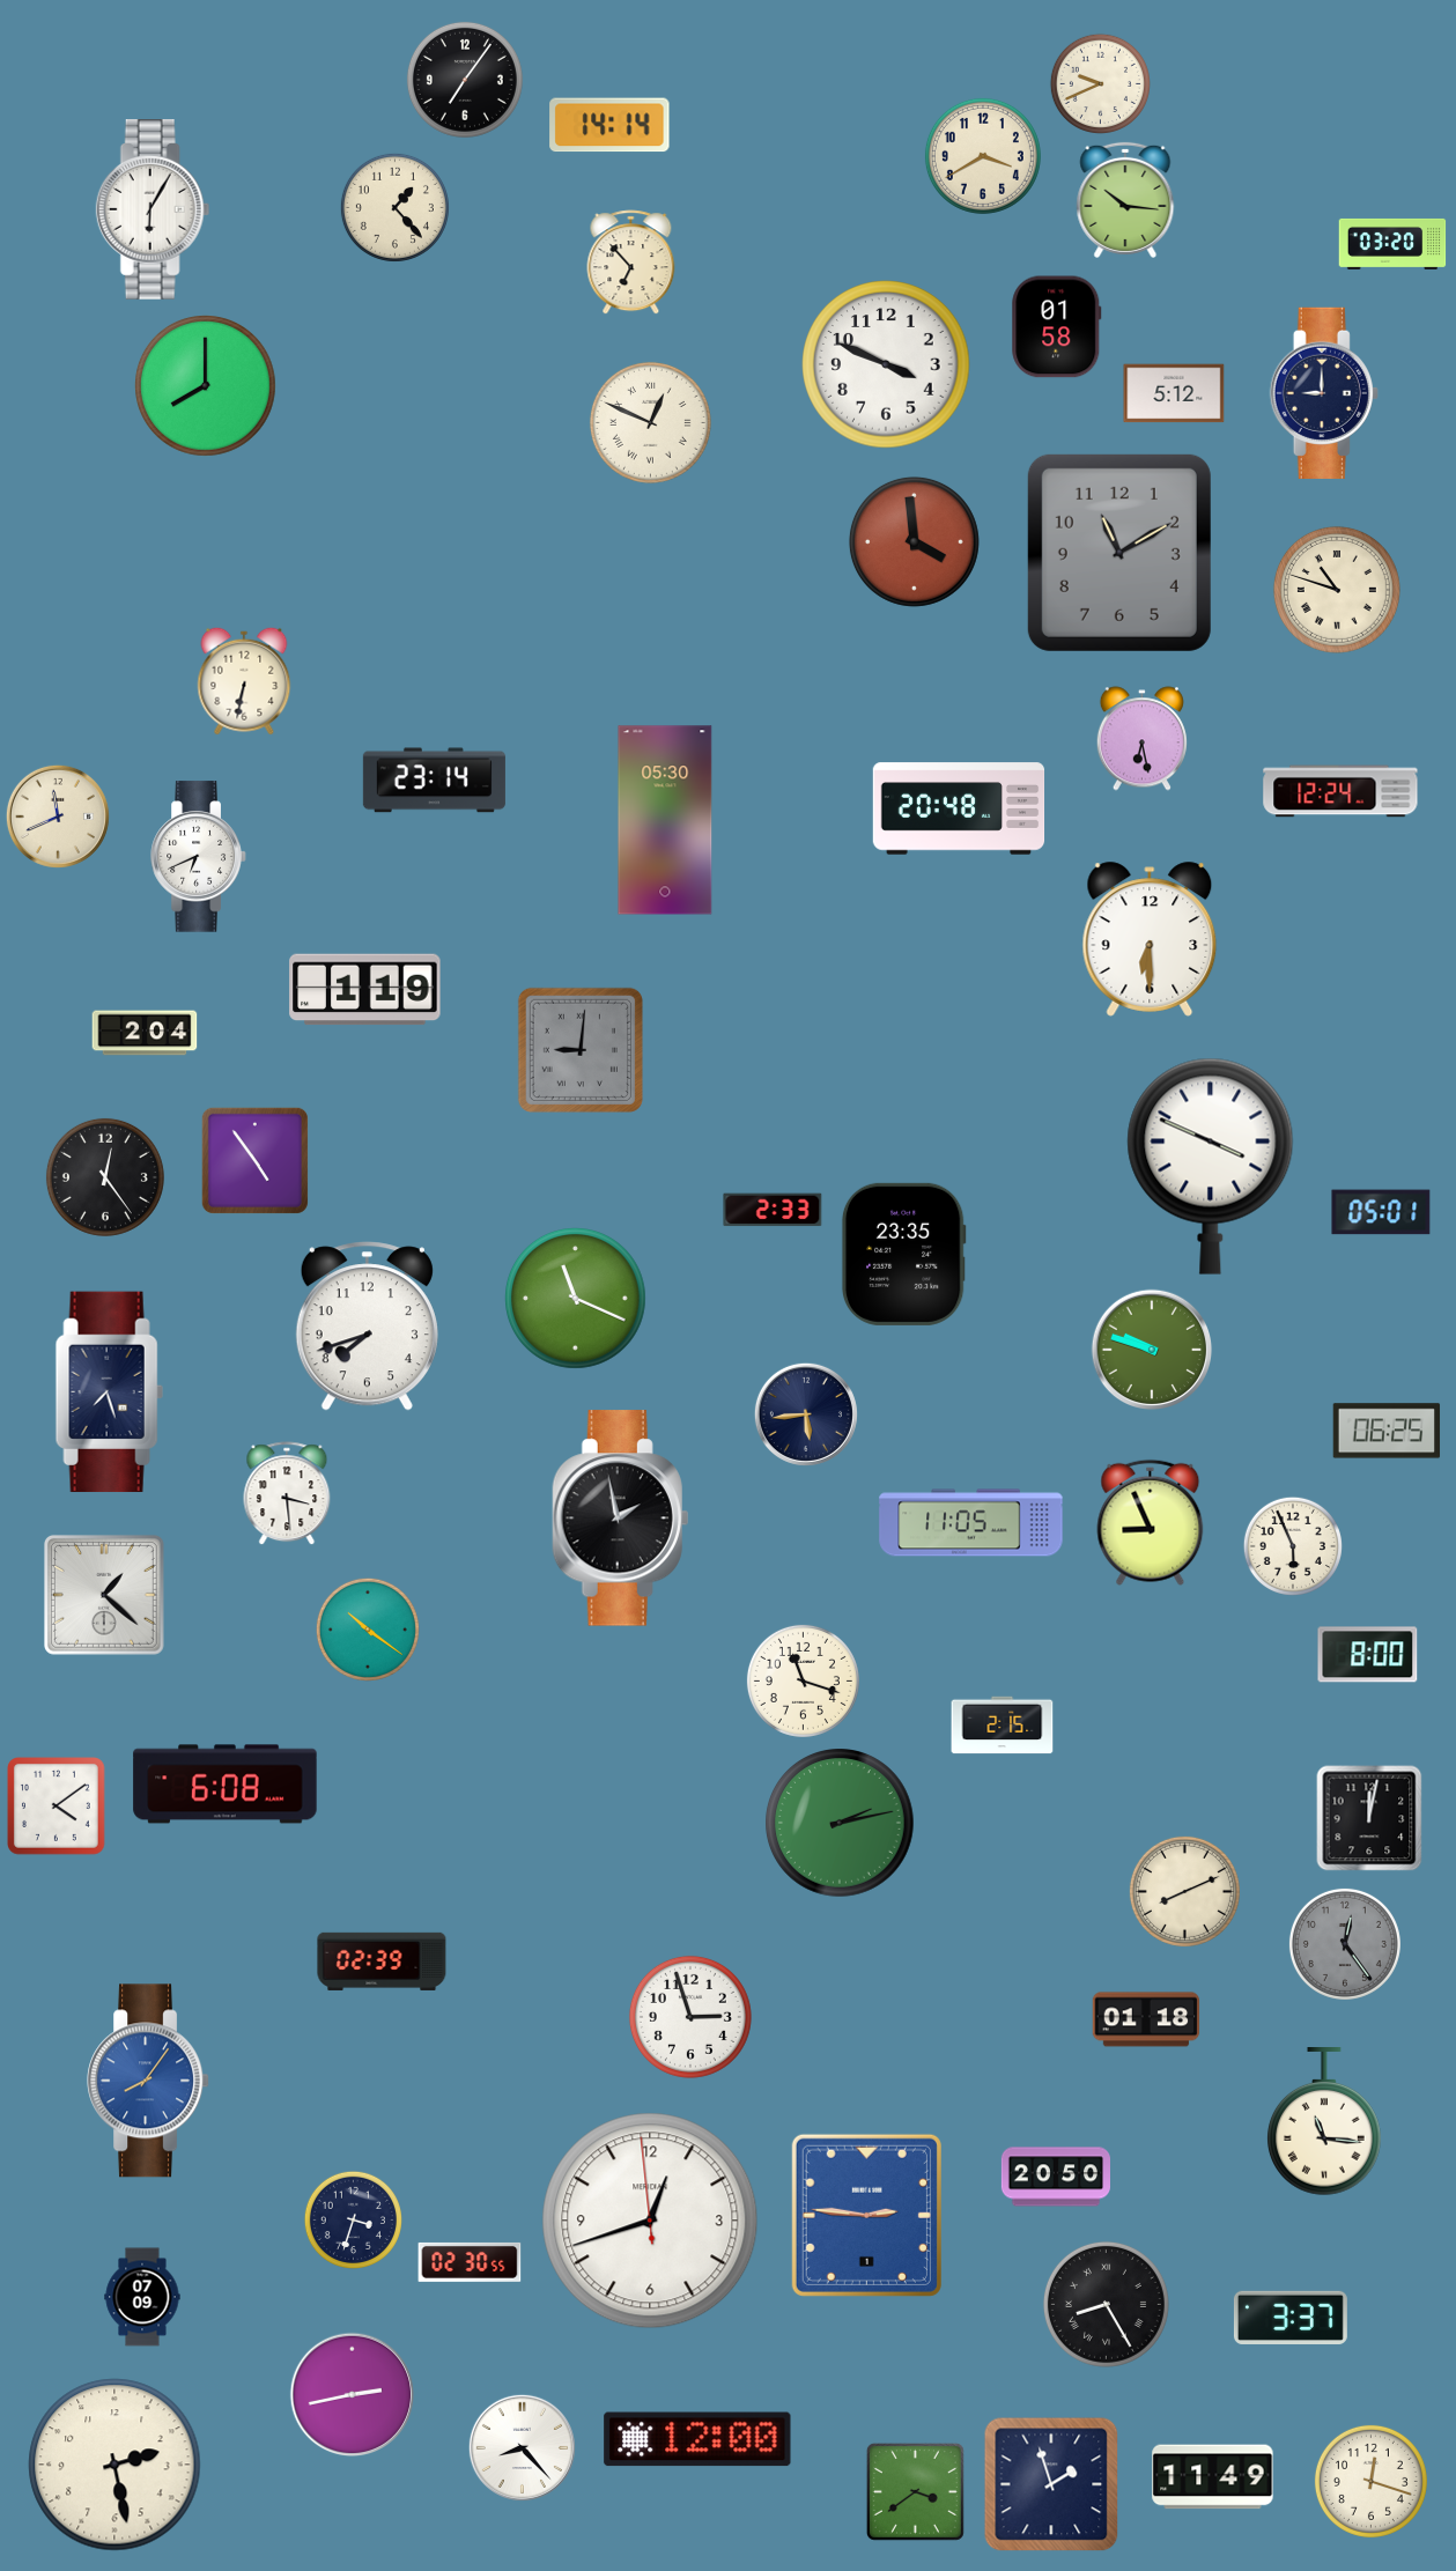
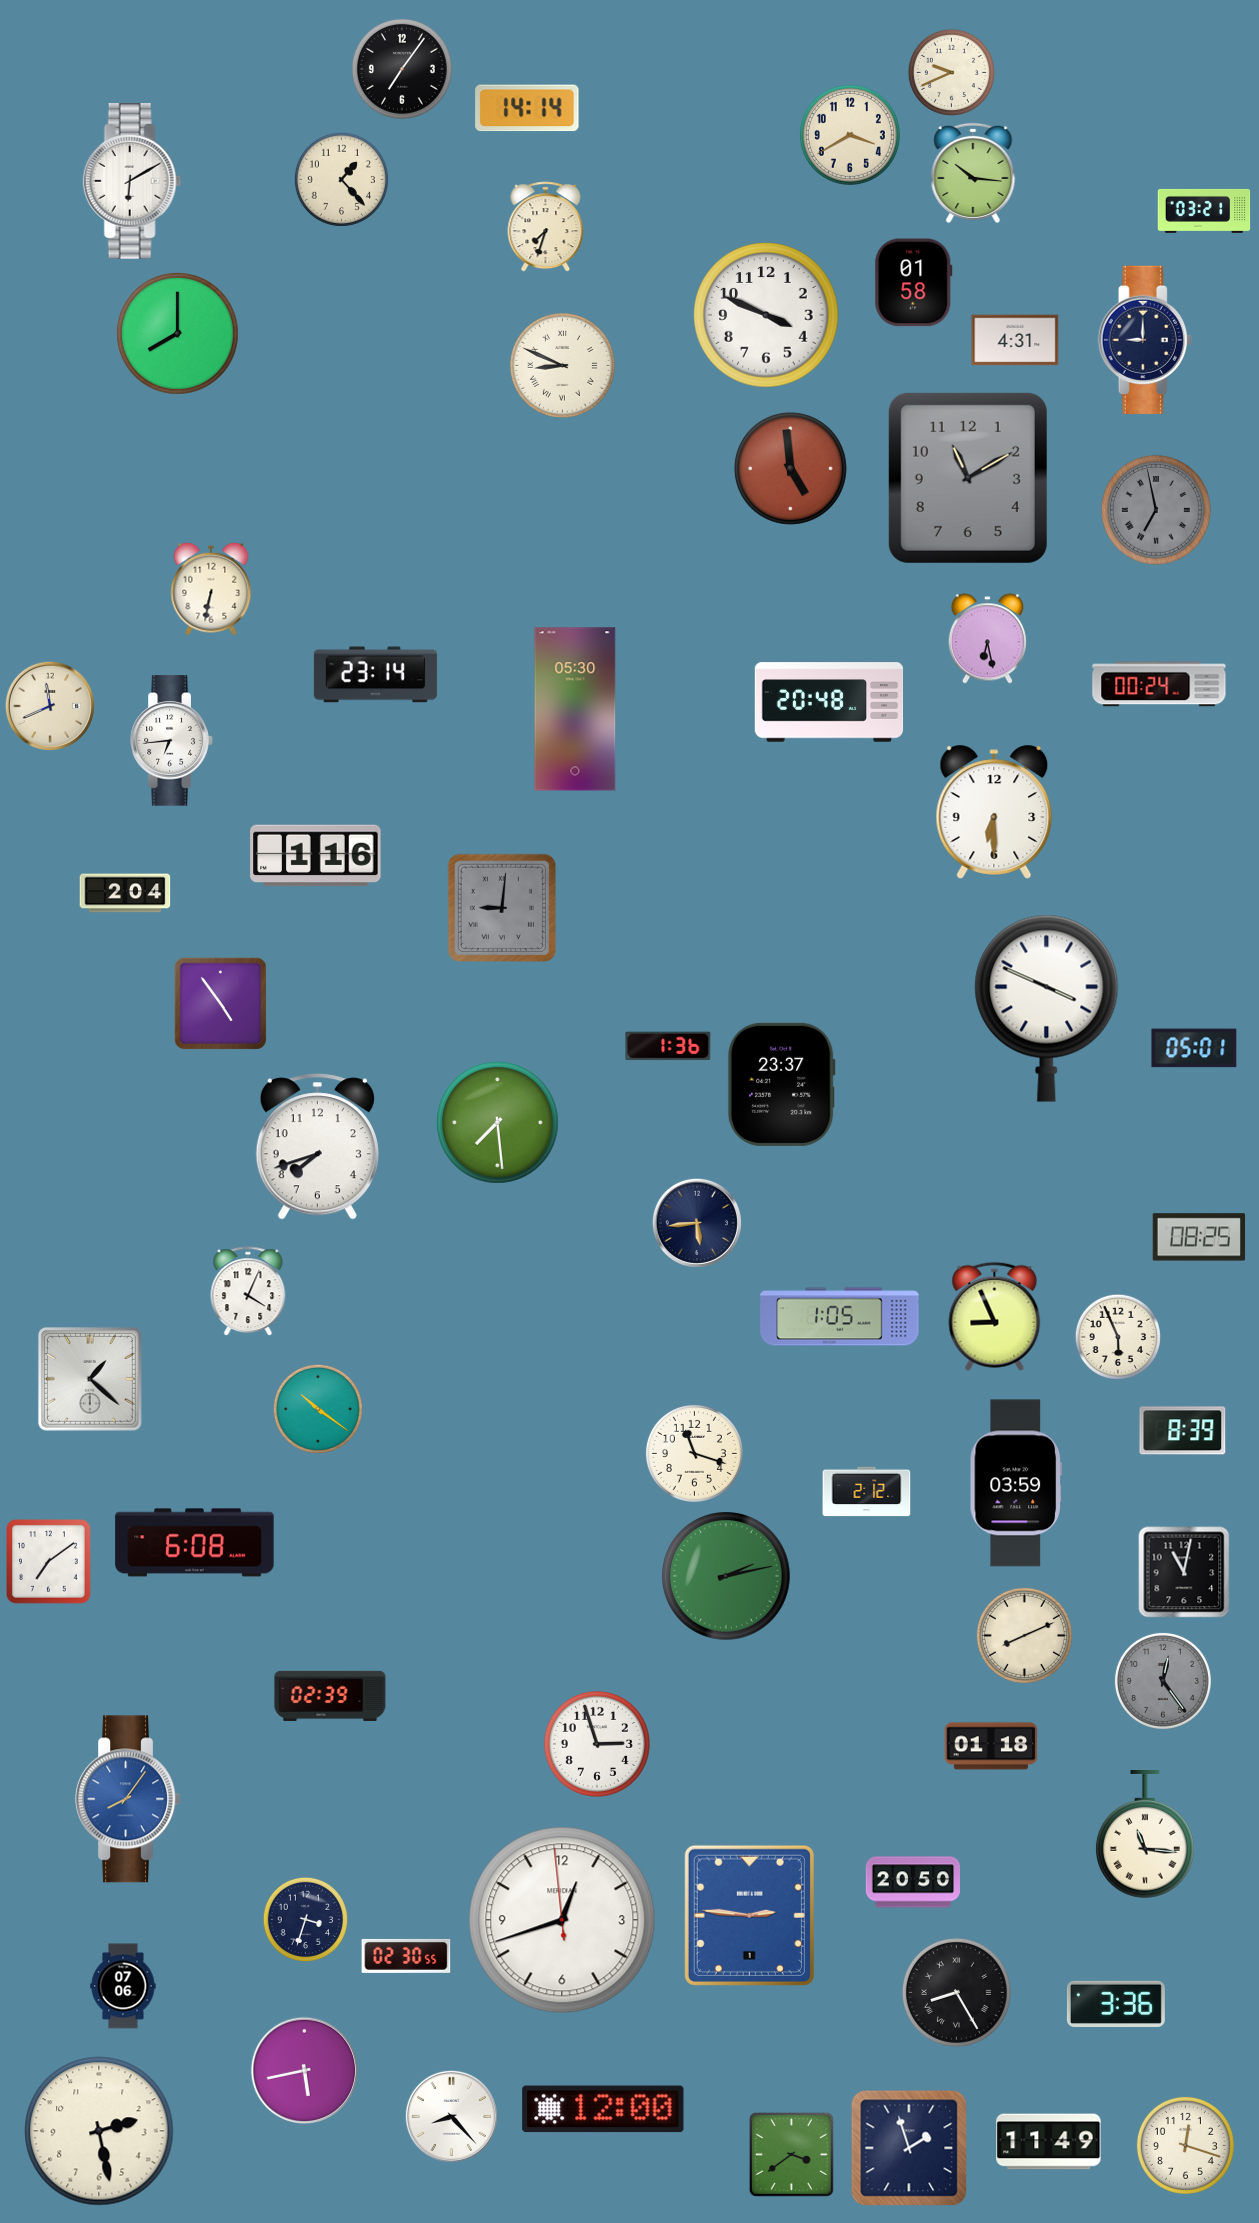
clock at (153, 210): 6:05 -> 6:10
clock at (1392, 244): 03:20 -> 03:21
clock at (631, 263): 6:53 -> 7:33
clock at (1174, 393): 5:12 -> 4:31
clock at (650, 422): 12:49 -> 8:49
clock at (914, 541): 3:59 -> 4:59
clock at (1337, 590): 10:48 -> 6:58
clock at (1337, 590) dial: cream -> grey
clock at (1340, 791): 12:24 -> 00:24
clock at (959, 808) position: (959, 808) -> (829, 702)
clock at (199, 857): 6:41 -> 6:44
clock at (365, 990): 1:19 -> 1:16
clock at (105, 1177): 12:24 -> none
clock at (773, 1210): 2:33 -> 1:36
clock at (903, 1254): 23:35 -> 23:37
clock at (576, 1299): 11:19 -> 7:29
clock at (1152, 1350): 9:48 -> none
clock at (109, 1392): 7:27 -> none
clock at (1387, 1431): 06:25 -> 08:25
clock at (287, 1494): 3:29 -> 4:04
clock at (621, 1519): 1:58 -> none
clock at (971, 1523): 11:05 -> 1:05
clock at (1368, 1655): 8:00 -> 8:39
clock at (1015, 1483): none -> 03:59
clock at (1003, 1726): 2:15 -> 2:12
clock at (57, 1807): 4:09 -> 7:09
clock at (1369, 1818): 12:02 -> 11:02
clock at (142, 2297): 07:09 -> 07:06
clock at (1291, 2318): 3:37 -> 3:36
clock at (353, 2395): 2:43 -> 5:43
